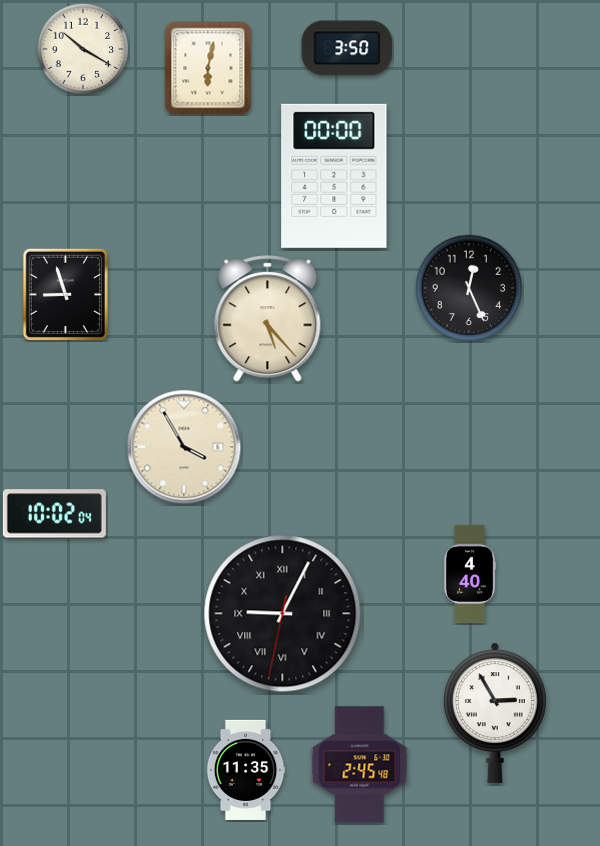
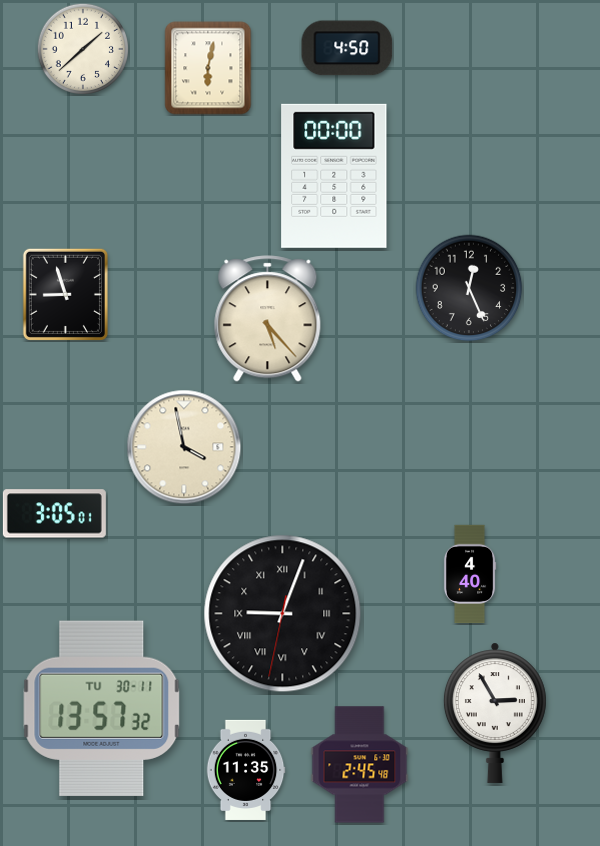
clock at (82, 48): 10:20 -> 1:38
clock at (347, 48): 3:50 -> 4:50
clock at (184, 447): 3:55 -> 3:58
clock at (54, 514): 10:02 -> 3:05
clock at (283, 614): 9:04 -> 9:03
clock at (102, 708): none -> 13:57
